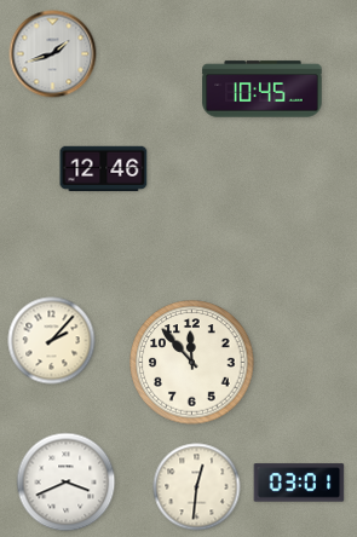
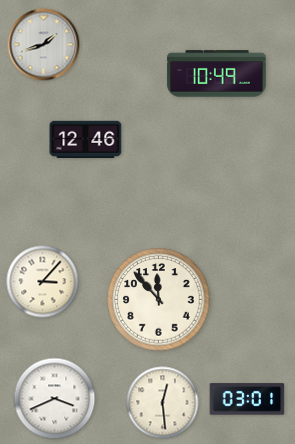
clock at (263, 89): 10:45 -> 10:49
clock at (52, 341): 2:07 -> 3:07
clock at (197, 487): 12:31 -> 12:29
